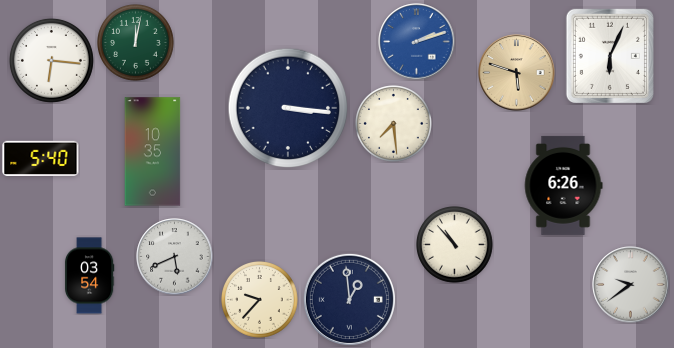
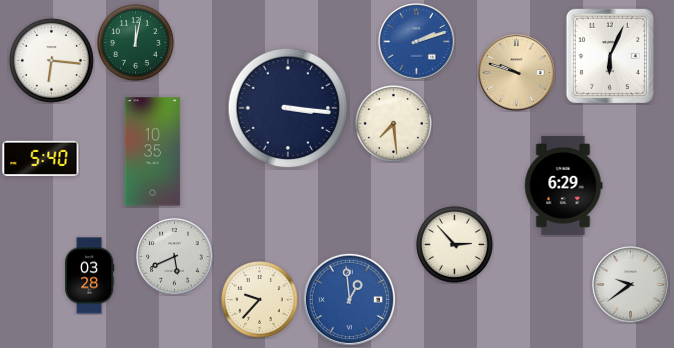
clock at (517, 73): 5:48 -> 9:48
clock at (563, 185): 6:26 -> 6:29
clock at (455, 245): 10:53 -> 2:53
clock at (89, 276): 03:54 -> 03:28
clock at (349, 299) dial: navy -> blue
